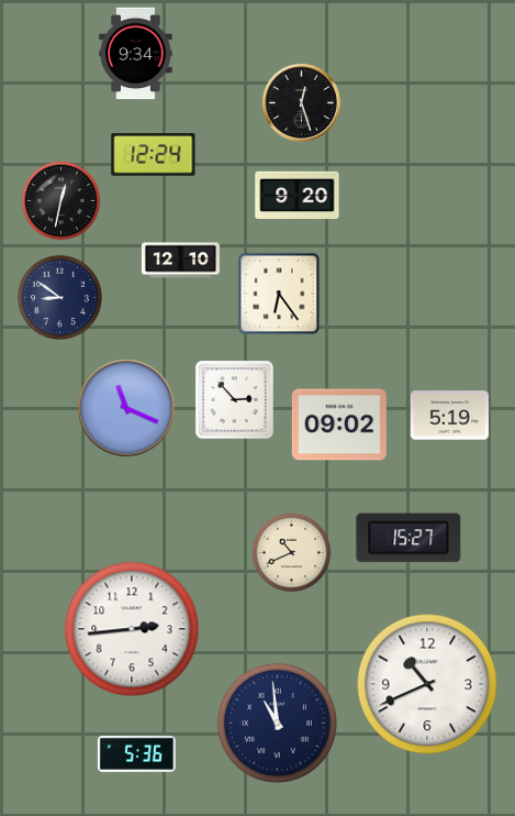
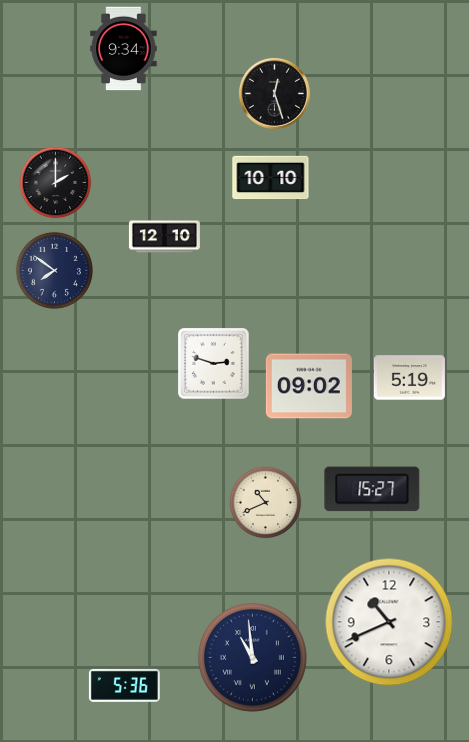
clock at (154, 155): 12:24 -> none
clock at (298, 196): 9:20 -> 10:10
clock at (61, 201): 12:32 -> 2:00
clock at (279, 294): 6:24 -> none
clock at (59, 297): 8:51 -> 7:51
clock at (235, 400): 2:53 -> 2:48
clock at (126, 408): 11:19 -> none
clock at (132, 629): 2:44 -> none
